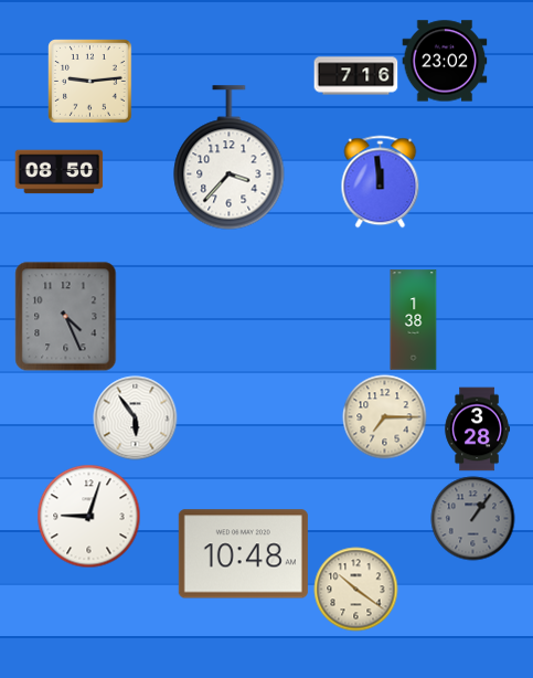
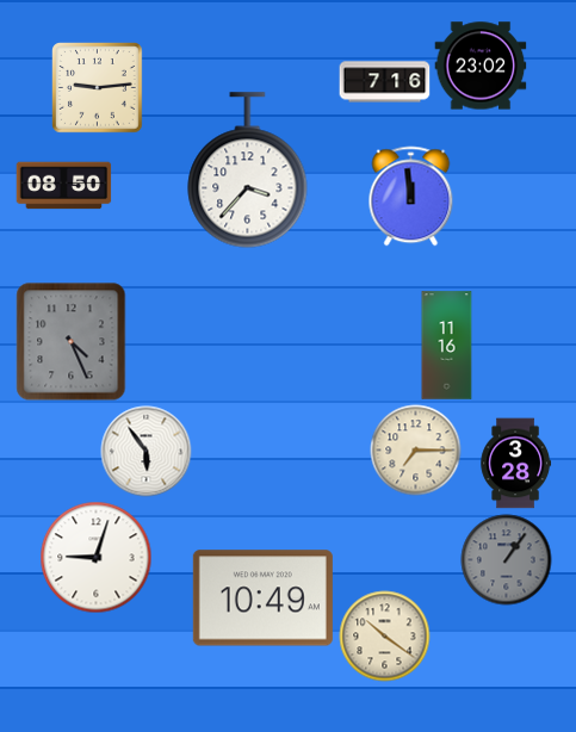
clock at (414, 320): 1:38 -> 11:16
clock at (473, 519) position: (473, 519) -> (507, 560)
clock at (243, 554): 10:48 -> 10:49
